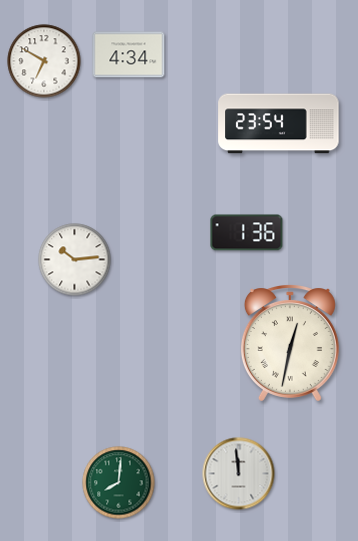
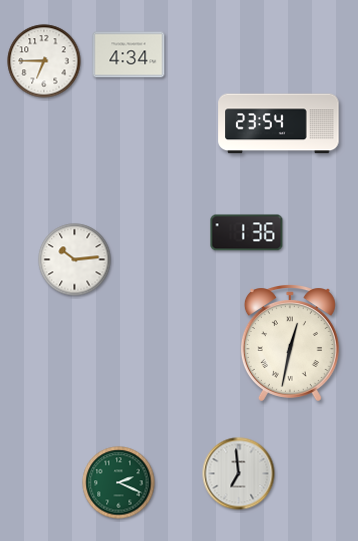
clock at (44, 61): 6:50 -> 6:45
clock at (239, 474): 11:59 -> 6:59
clock at (119, 483): 8:01 -> 2:19
